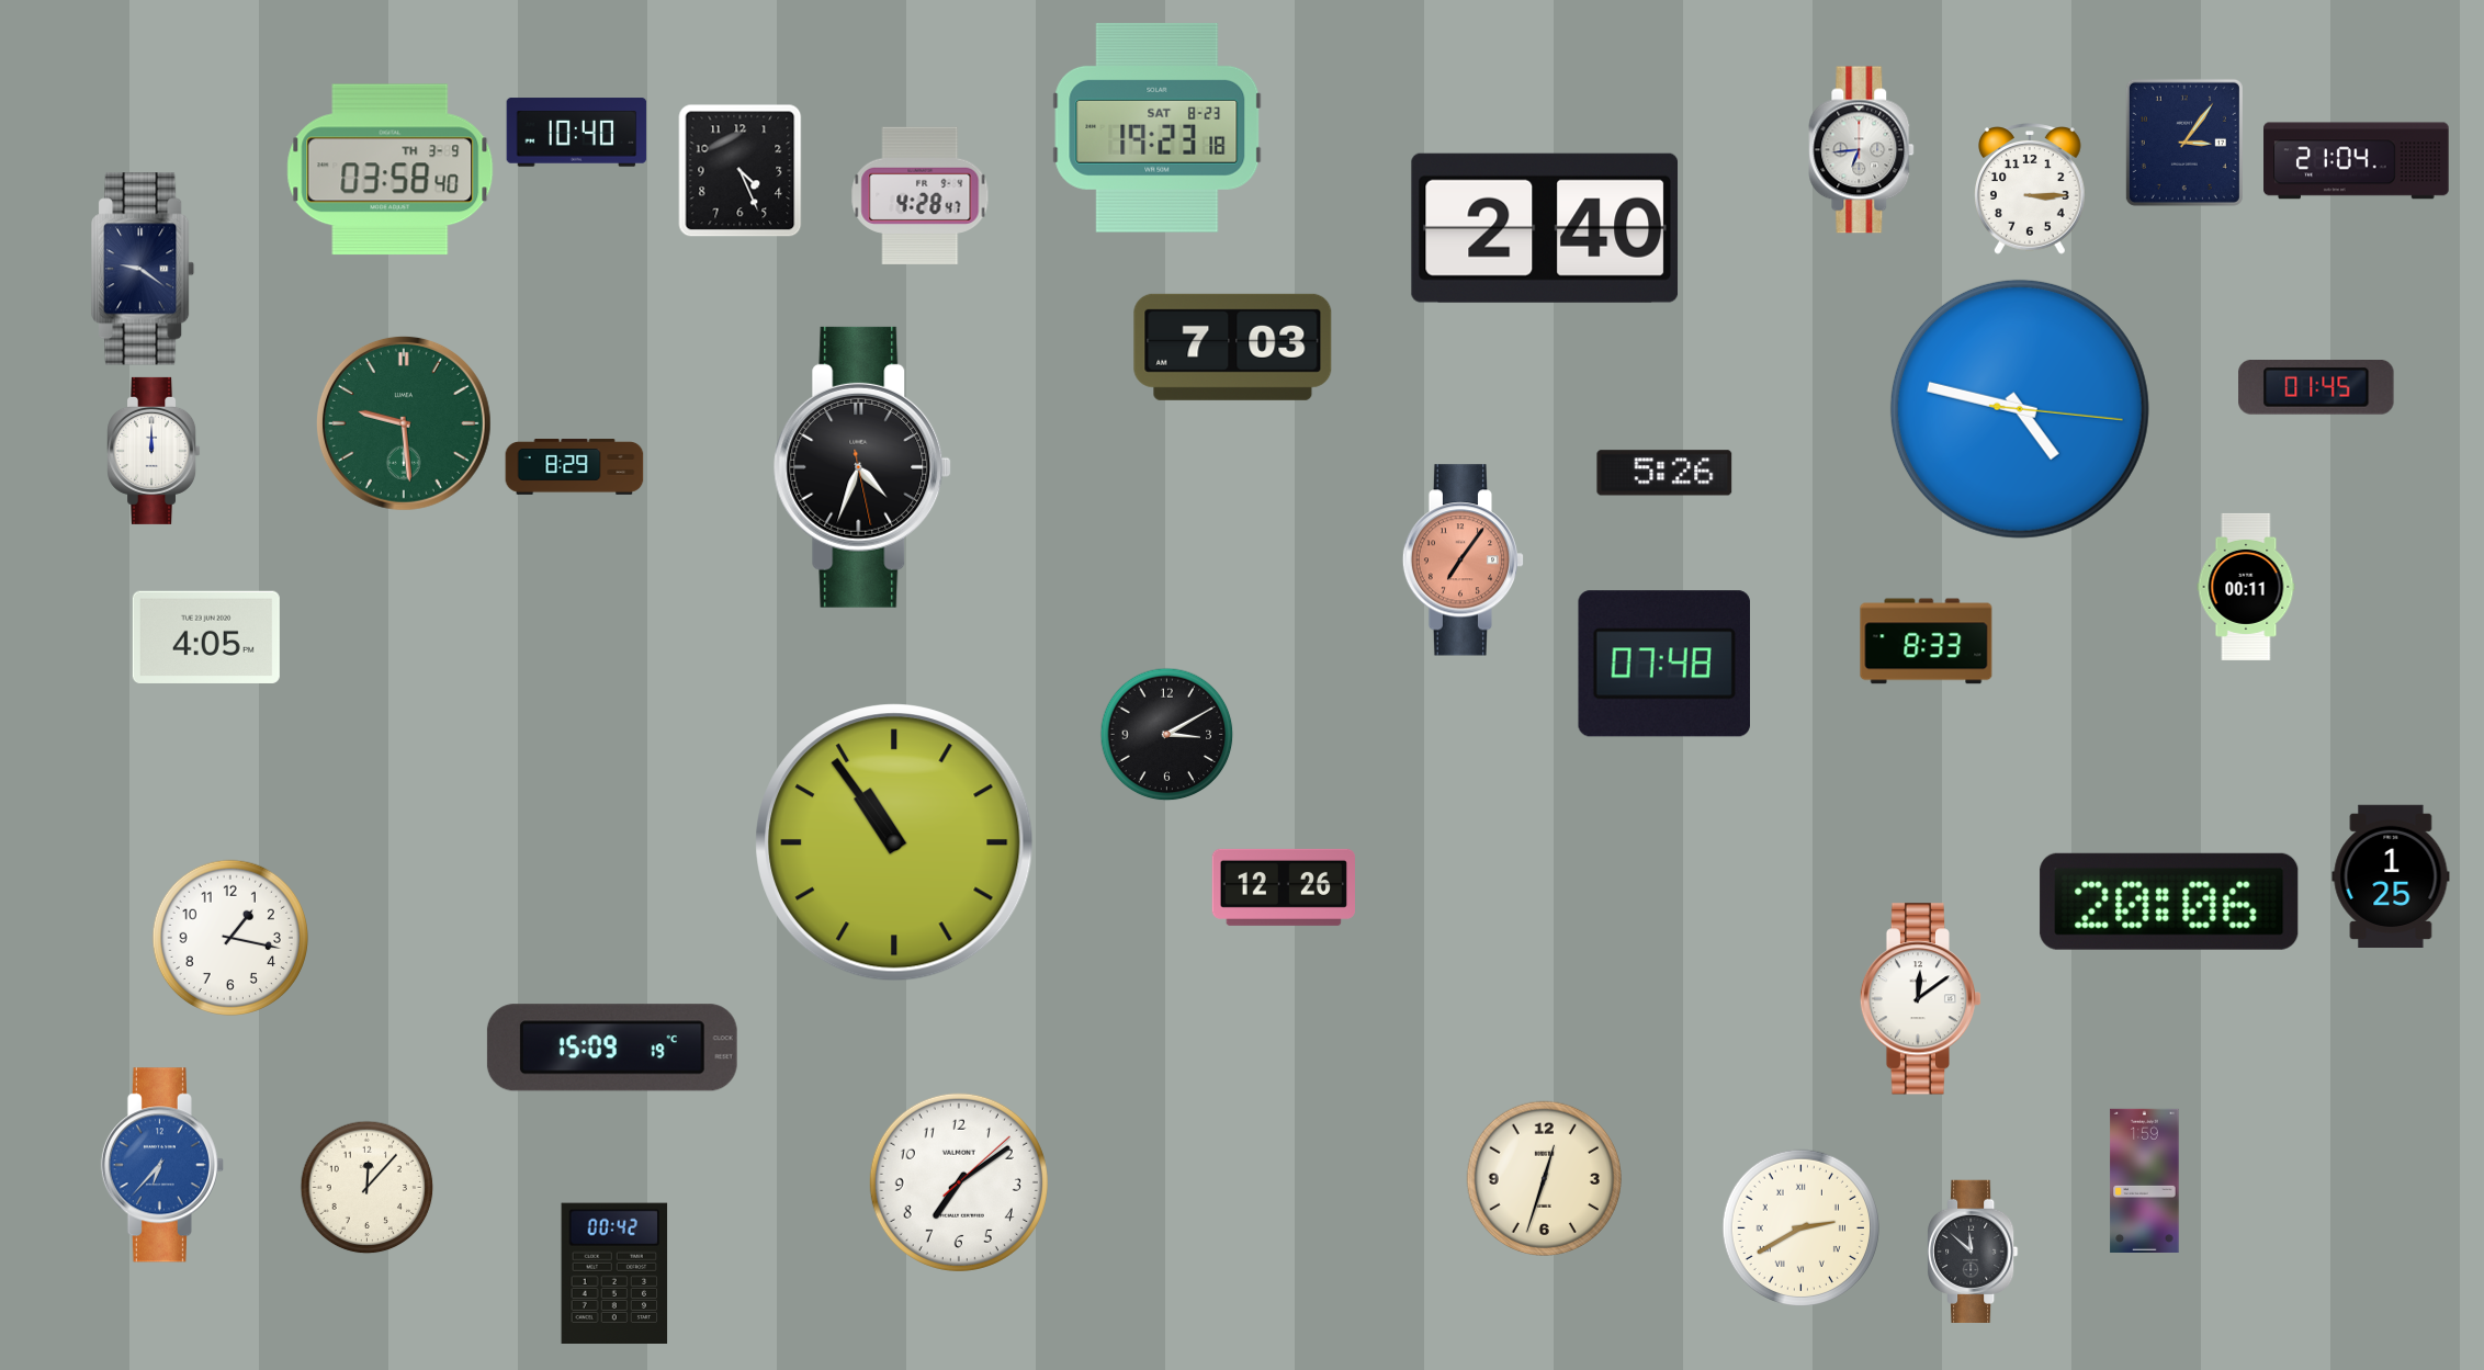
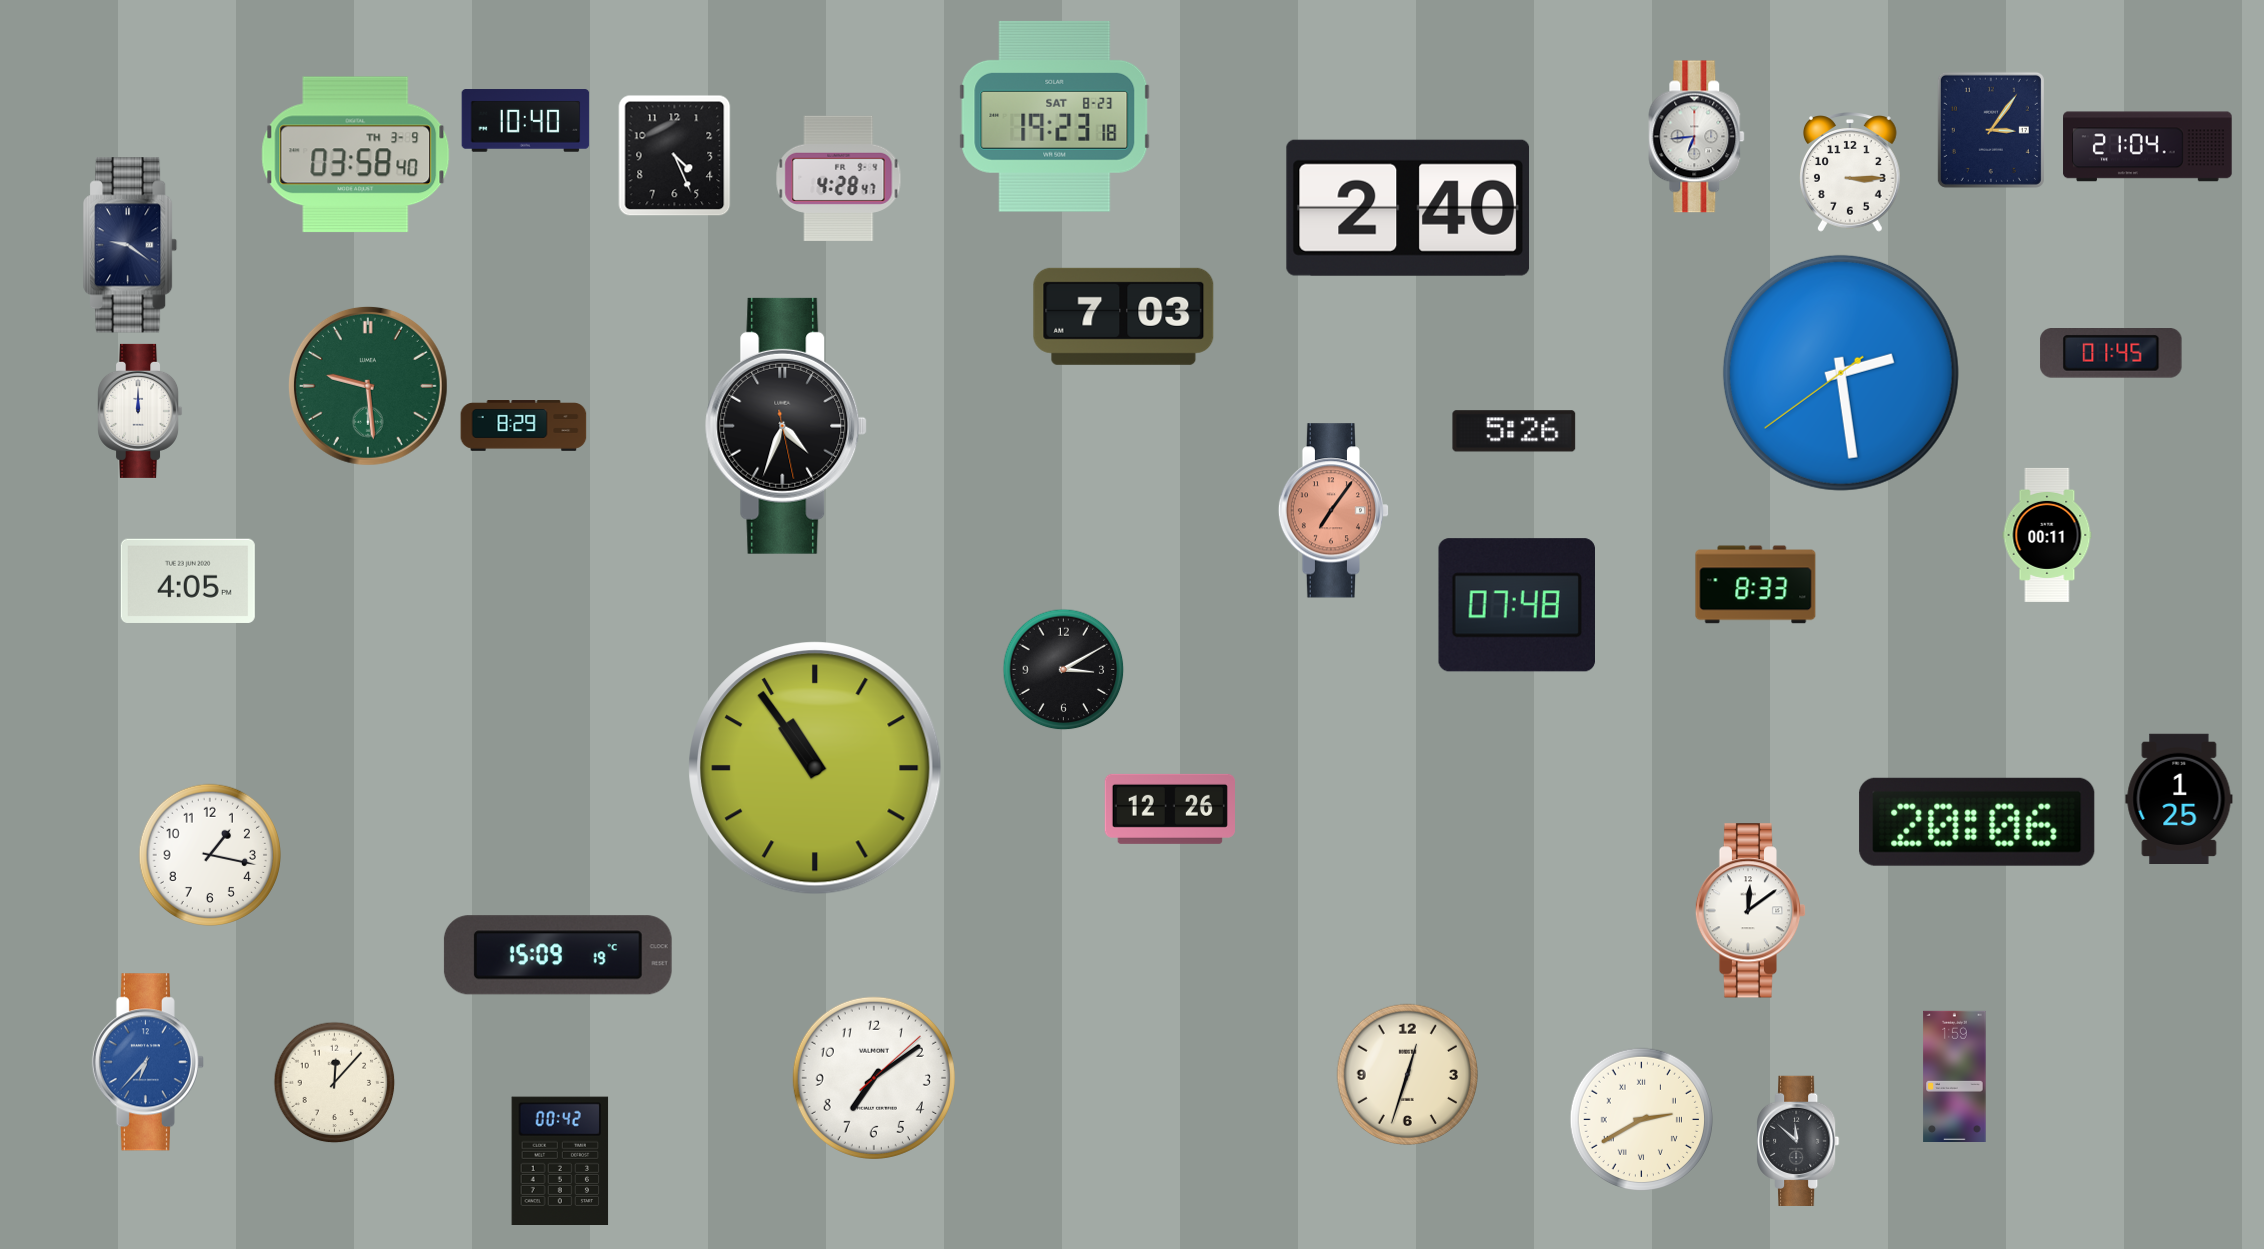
clock at (2020, 409): 4:47 -> 2:28
clock at (1664, 473) position: (1664, 473) -> (1514, 431)
